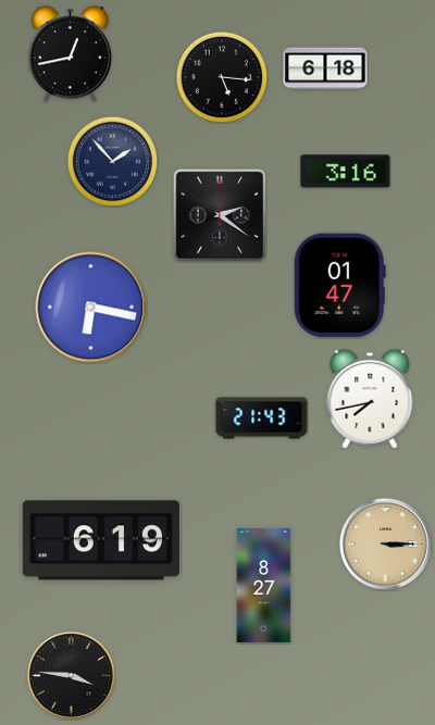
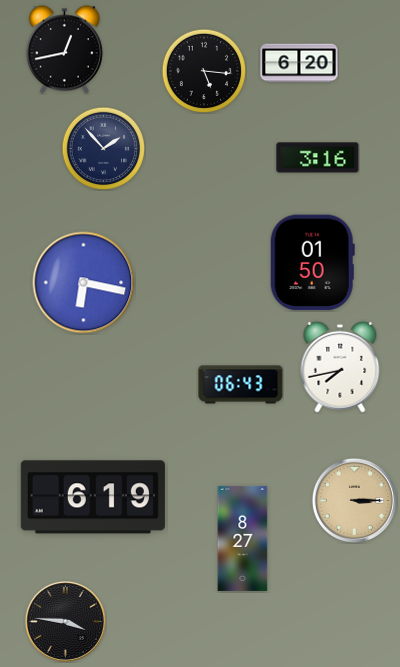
clock at (325, 68): 6:18 -> 6:20
clock at (219, 214): 2:21 -> none
clock at (339, 286): 01:47 -> 01:50
clock at (262, 418): 21:43 -> 06:43
